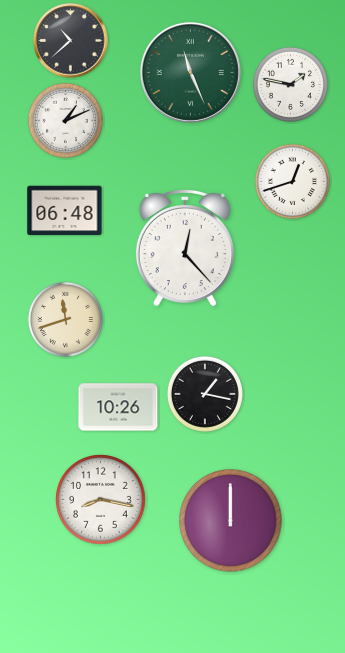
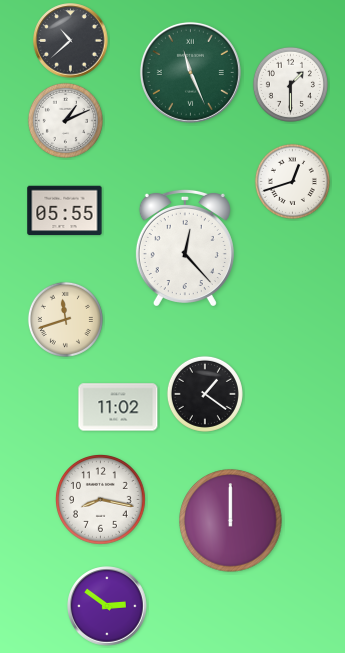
clock at (290, 84): 1:47 -> 1:30
clock at (65, 211): 06:48 -> 05:55
clock at (205, 394): 1:17 -> 1:21
clock at (118, 407): 10:26 -> 11:02
clock at (107, 606): none -> 2:51
